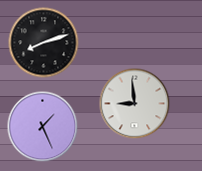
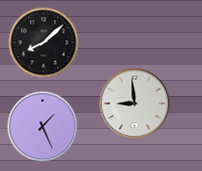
clock at (44, 43): 8:12 -> 8:08
